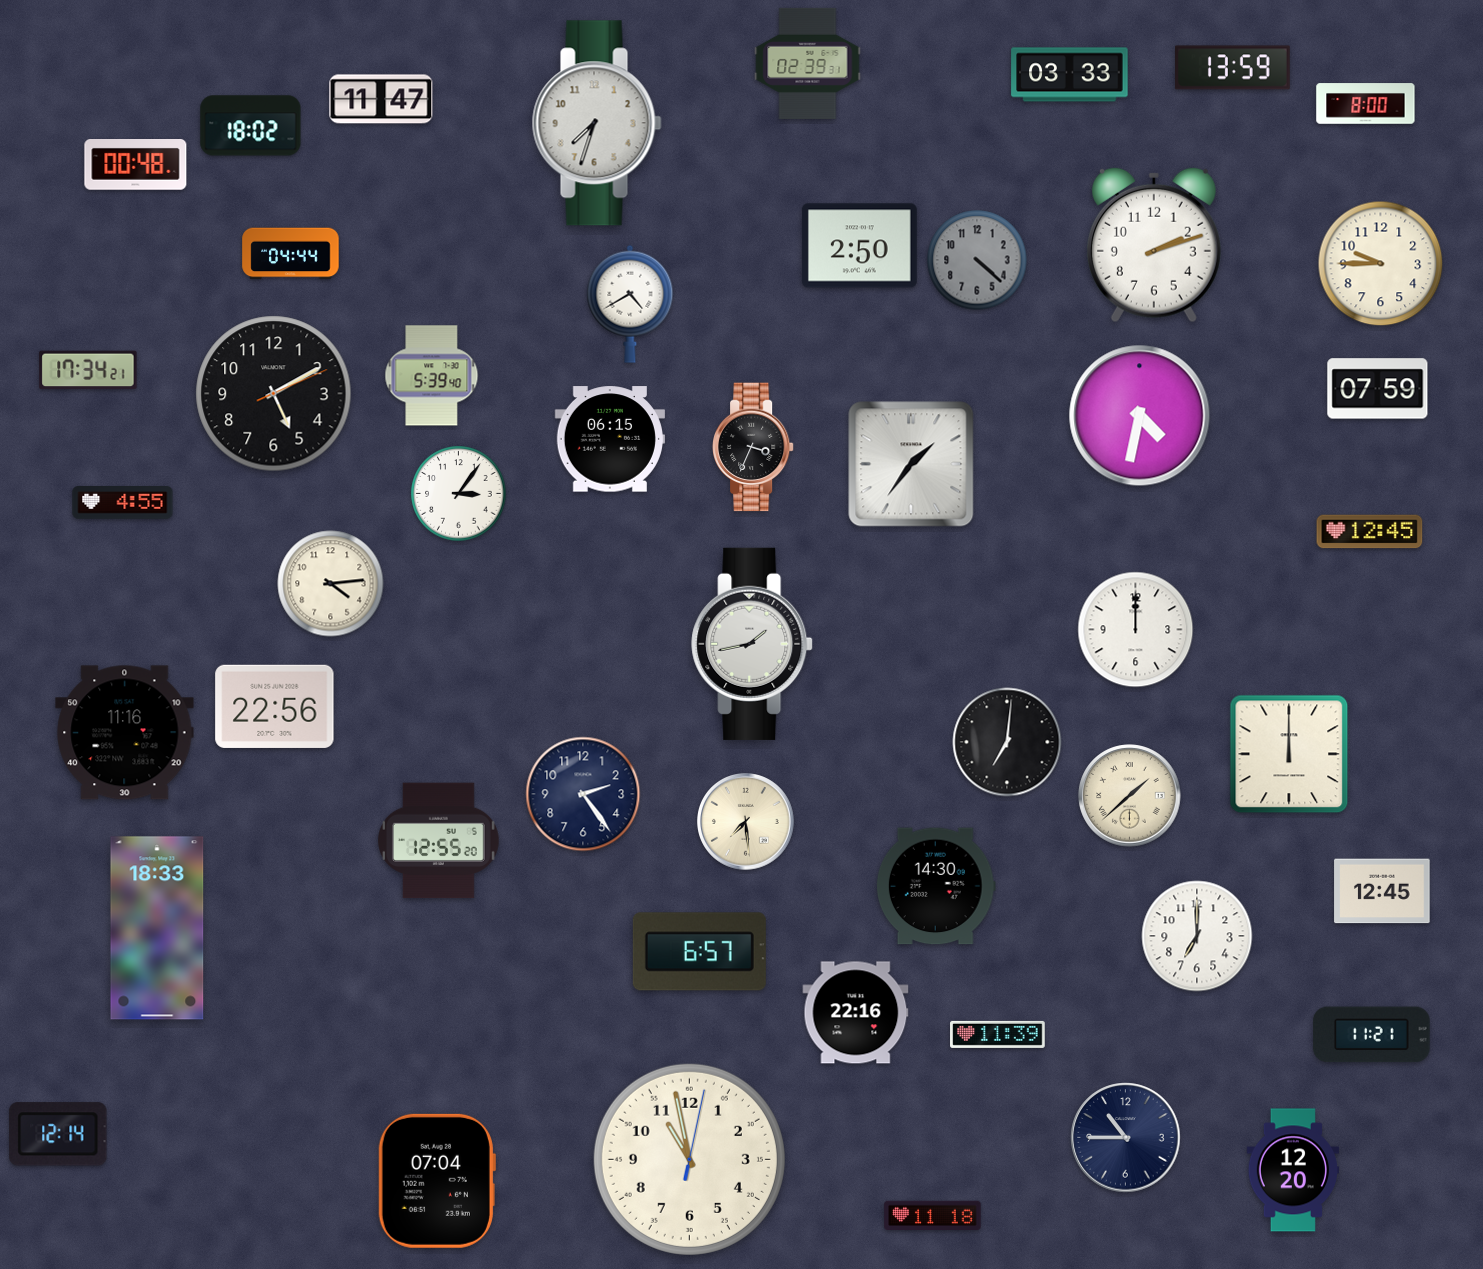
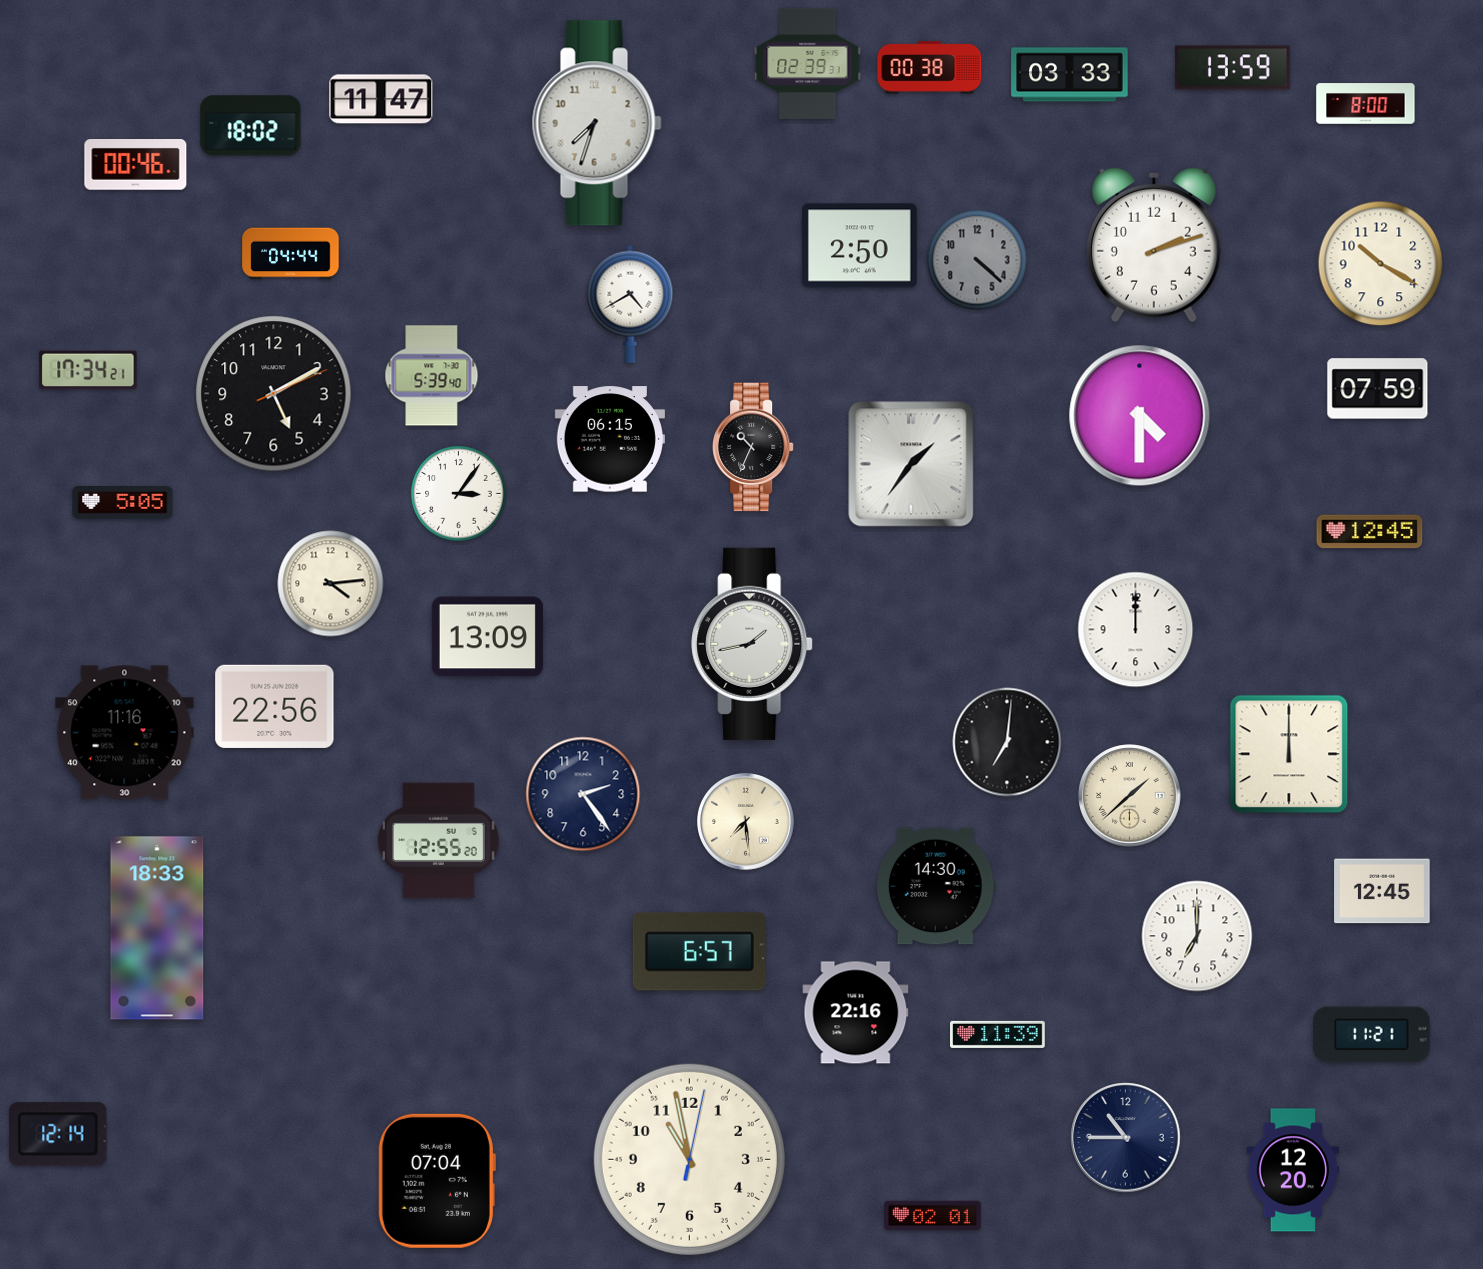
clock at (930, 68): none -> 00:38
clock at (136, 165): 00:48 -> 00:46
clock at (1381, 264): 9:45 -> 10:20
clock at (1140, 416): 4:32 -> 4:30
clock at (753, 447): 3:34 -> 10:34
clock at (123, 503): 4:55 -> 5:05
clock at (487, 637): none -> 13:09
clock at (933, 1215): 11:18 -> 02:01
